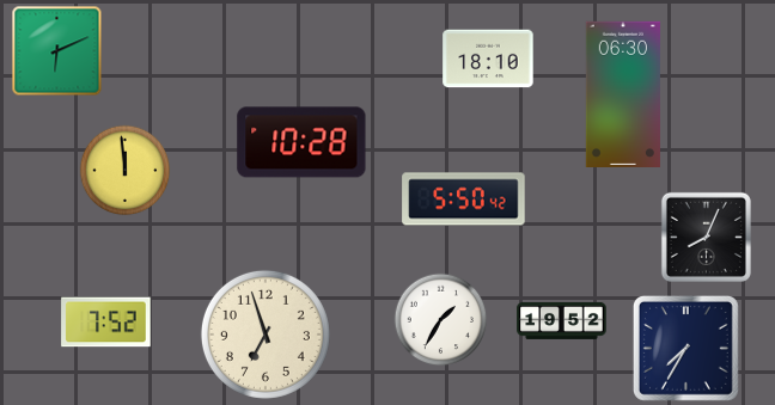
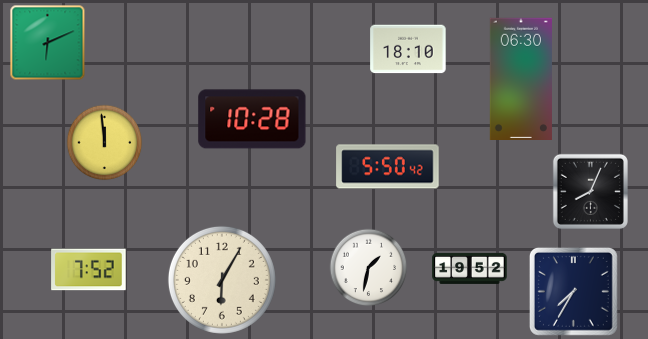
clock at (706, 237) position: (706, 237) -> (590, 191)
clock at (441, 320): 1:35 -> 1:32
clock at (266, 335): 6:57 -> 6:05
